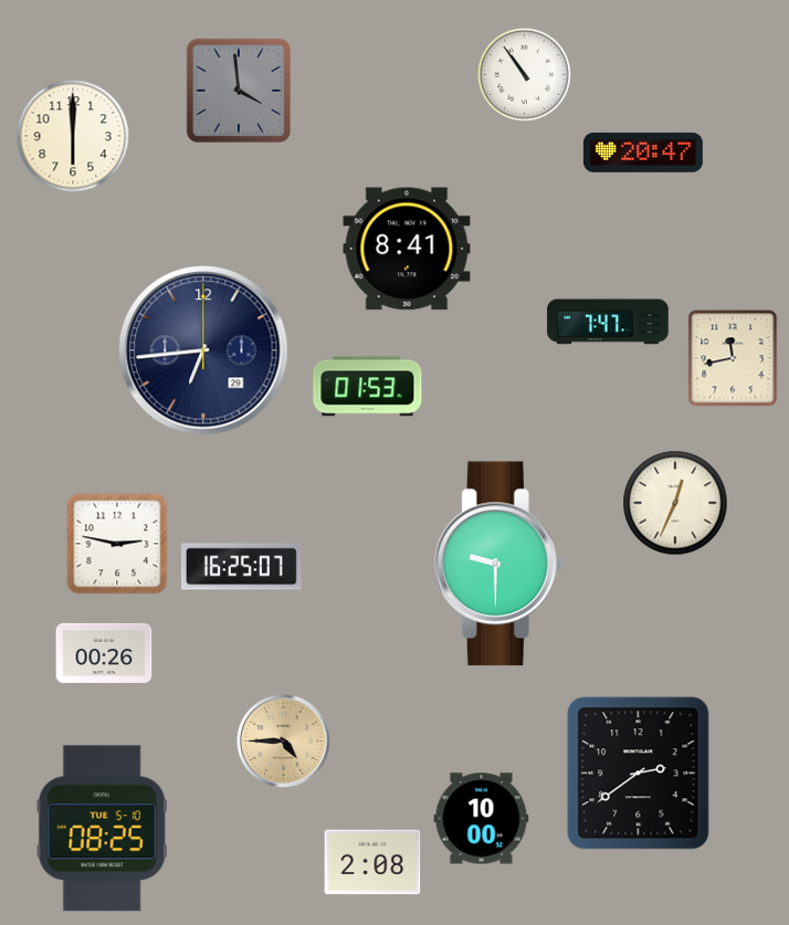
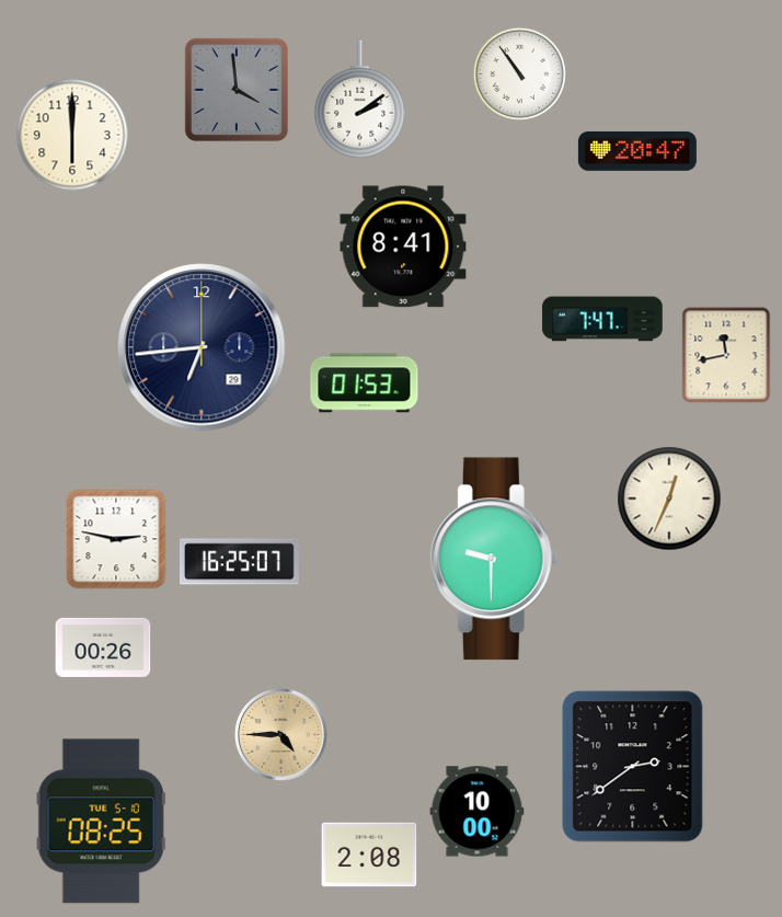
clock at (360, 100): none -> 2:09
